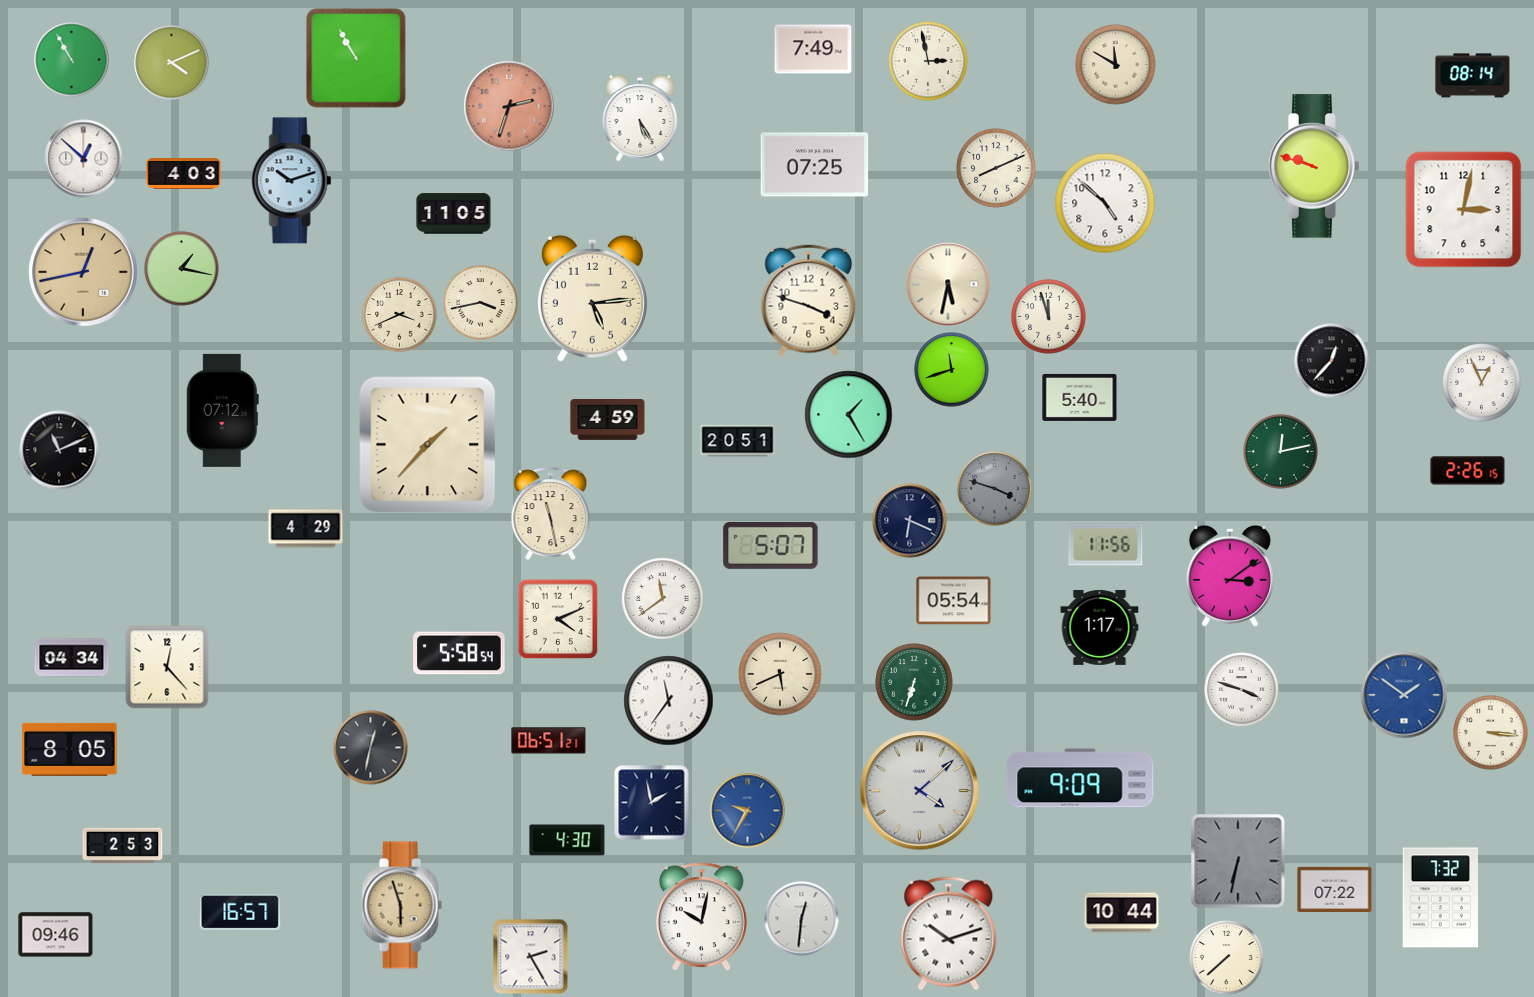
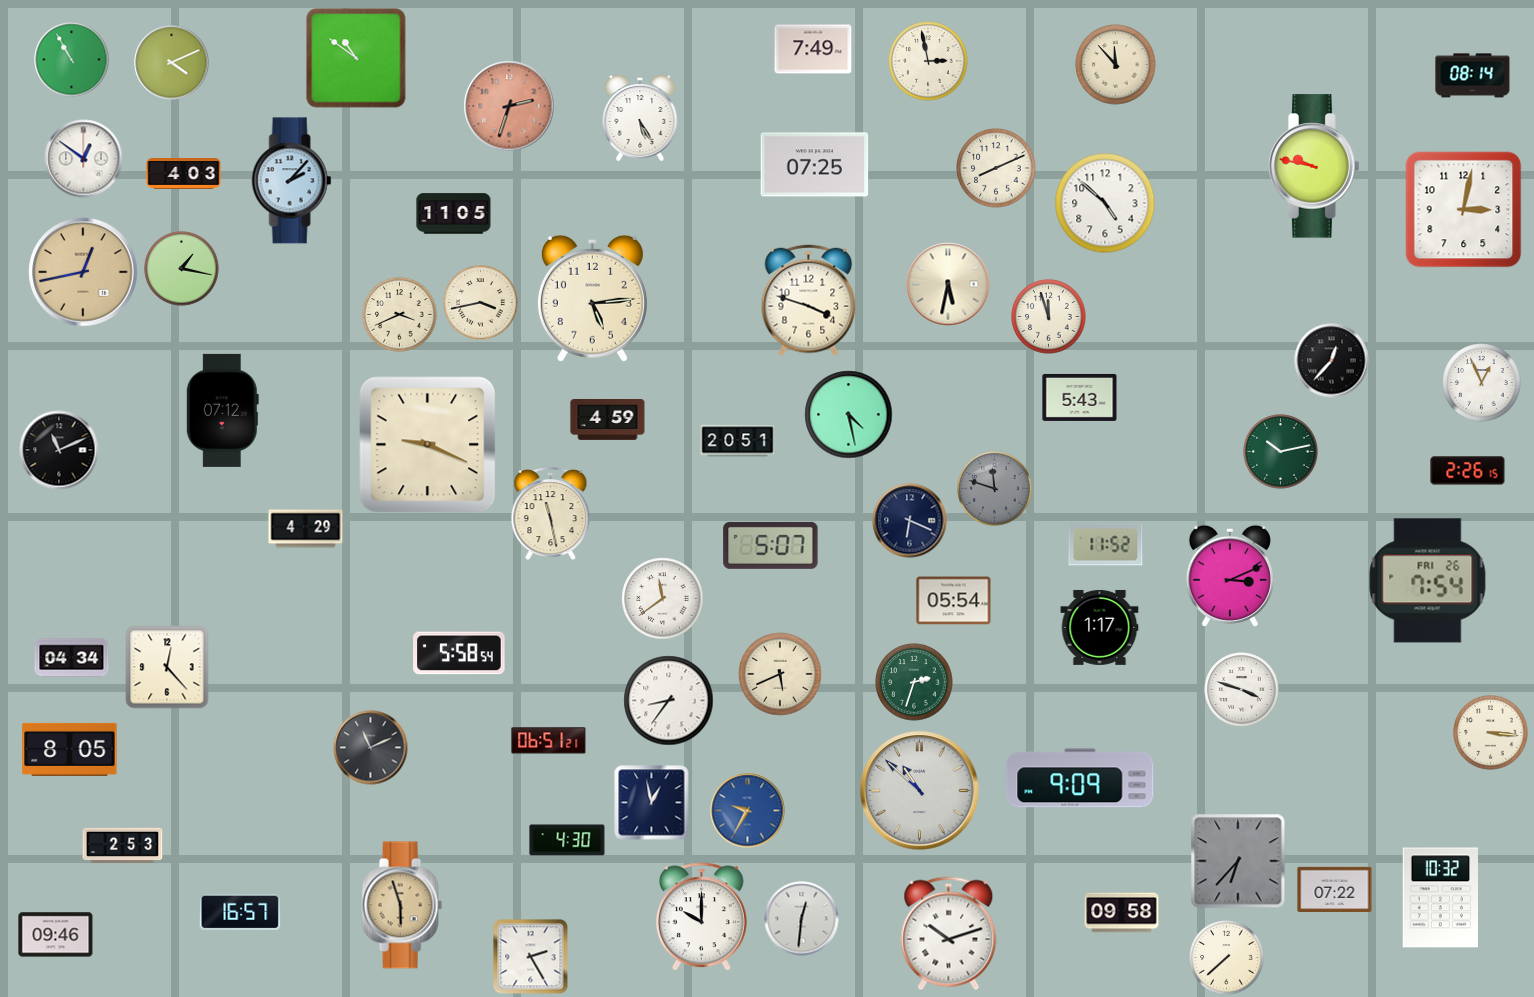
clock at (356, 58): 10:55 -> 10:51
clock at (1116, 65): 11:50 -> 11:53
clock at (84, 159): 12:52 -> 12:51
clock at (1314, 166): 9:48 -> 9:47
clock at (292, 181): 10:12 -> 2:07
clock at (952, 370): 11:42 -> none
clock at (1080, 397): 5:40 -> 5:43
clock at (849, 415): 1:25 -> 4:28
clock at (428, 445): 1:37 -> 9:19
clock at (1281, 452): 12:13 -> 10:13
clock at (995, 489): 3:48 -> 11:48
clock at (1106, 545): 11:56 -> 11:52
clock at (1230, 576): 3:09 -> 3:11
clock at (1428, 581): none -> 7:54
clock at (558, 619): 4:11 -> none
clock at (914, 682): 6:33 -> 2:33
clock at (1404, 695): 1:51 -> none
clock at (669, 701): 11:36 -> 8:36
clock at (371, 748): 12:32 -> 11:11
clock at (920, 791): 4:08 -> 10:52
clock at (652, 803): 1:58 -> 12:58
clock at (1238, 861): 6:32 -> 6:37
clock at (1440, 898): 7:32 -> 10:32
clock at (1122, 913): 10:44 -> 09:58
clock at (701, 917): 10:02 -> 10:00
